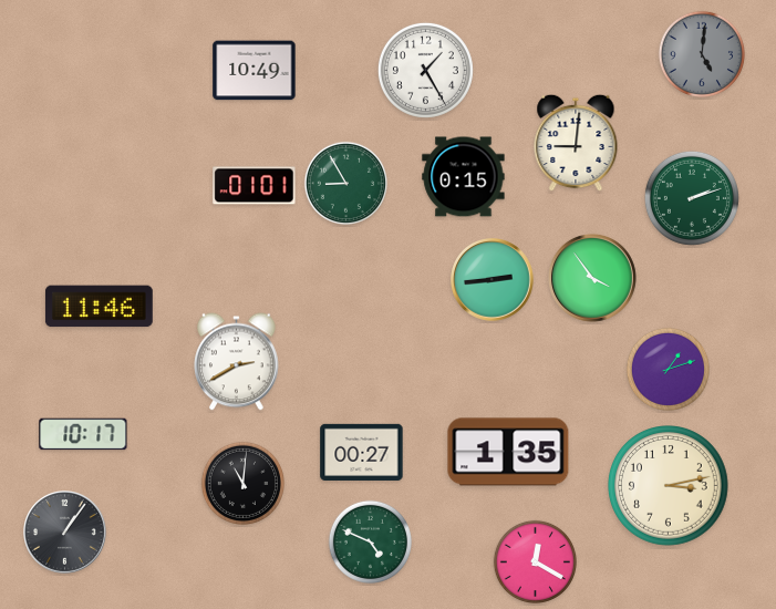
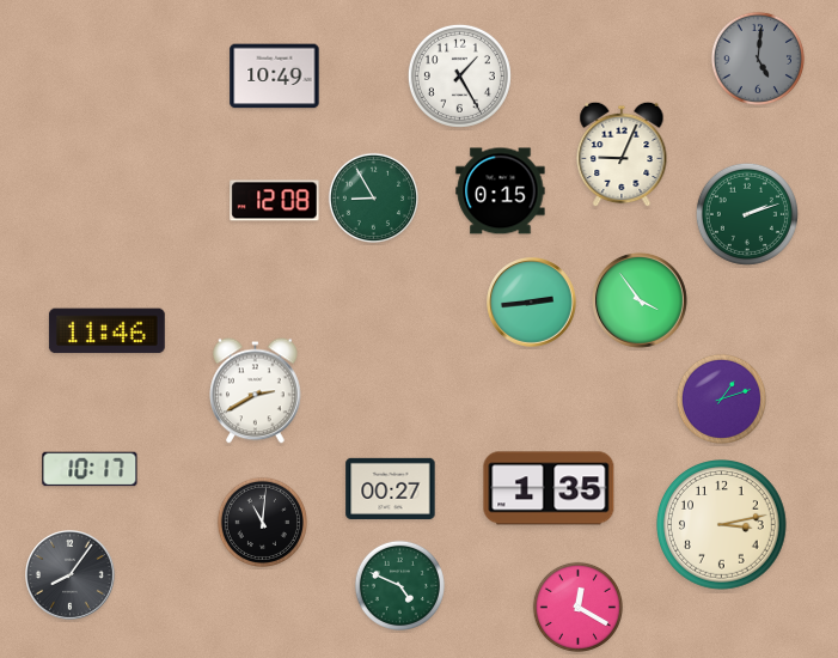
clock at (576, 143): 9:01 -> 9:04
clock at (255, 186): 01:01 -> 12:08
clock at (65, 533): 1:06 -> 8:06
